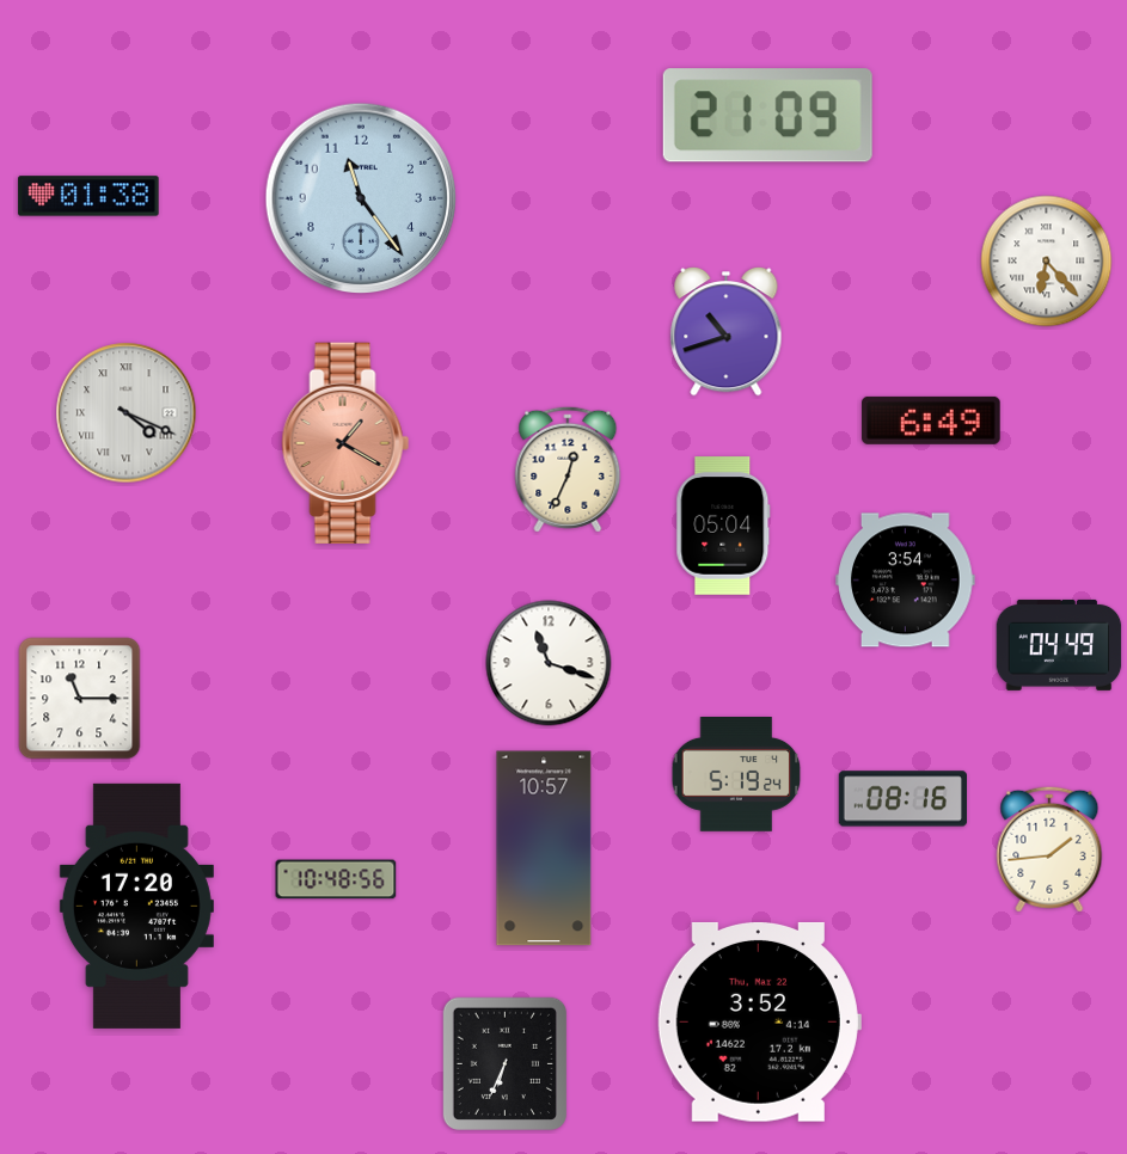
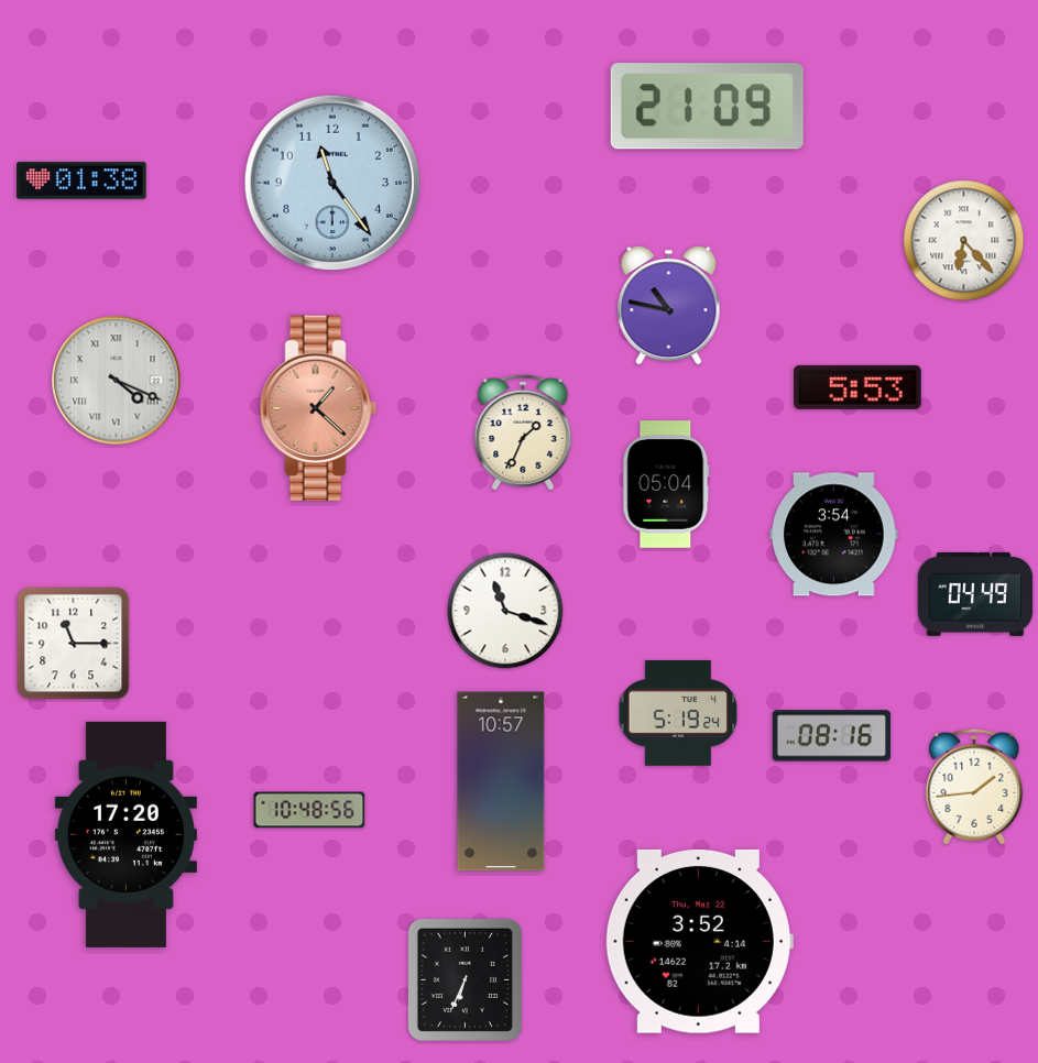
clock at (727, 331): 10:42 -> 10:47
clock at (931, 421): 6:49 -> 5:53
clock at (345, 442): 1:20 -> 1:22
clock at (568, 469): 12:34 -> 1:34
clock at (1049, 849) position: (1049, 849) -> (974, 787)
